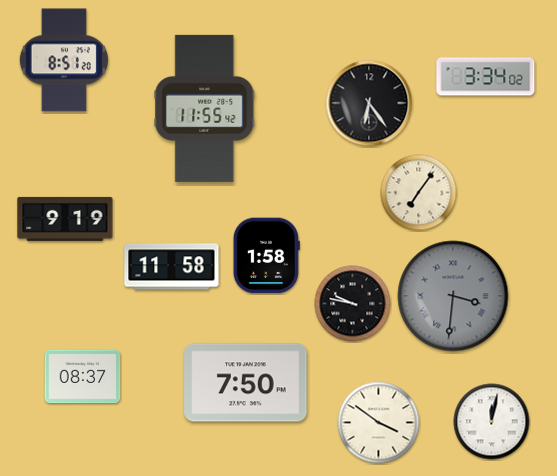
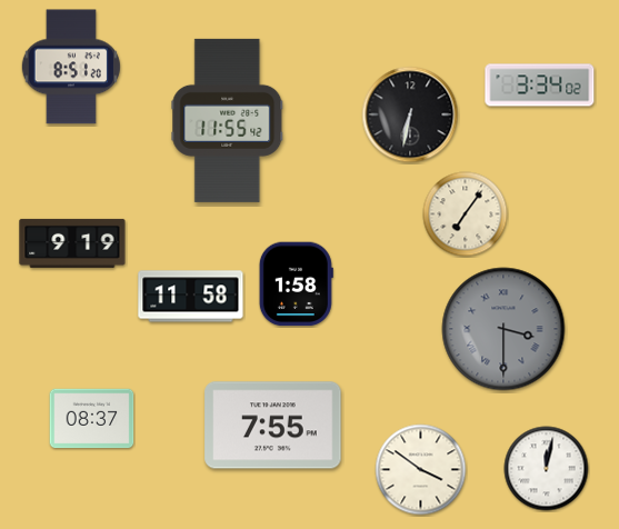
clock at (369, 103): 6:24 -> 6:32
clock at (453, 296): 3:31 -> 3:30
clock at (353, 304): 9:47 -> none
clock at (246, 383): 7:50 -> 7:55
